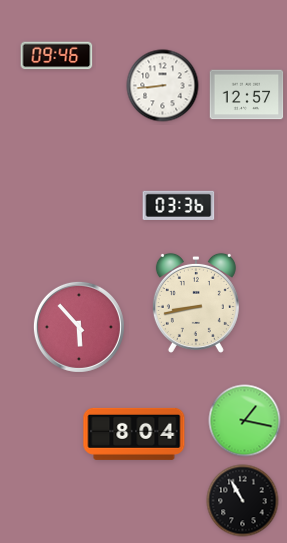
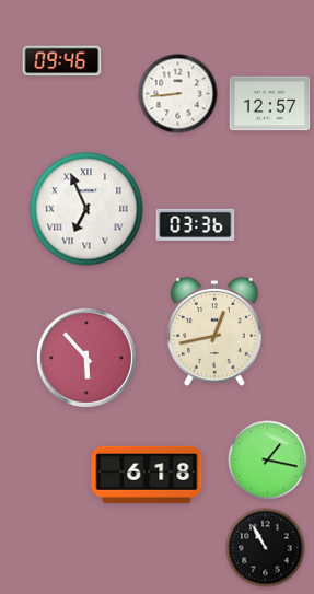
clock at (86, 209): none -> 6:56
clock at (196, 303): 8:43 -> 12:43
clock at (134, 434): 8:04 -> 6:18
